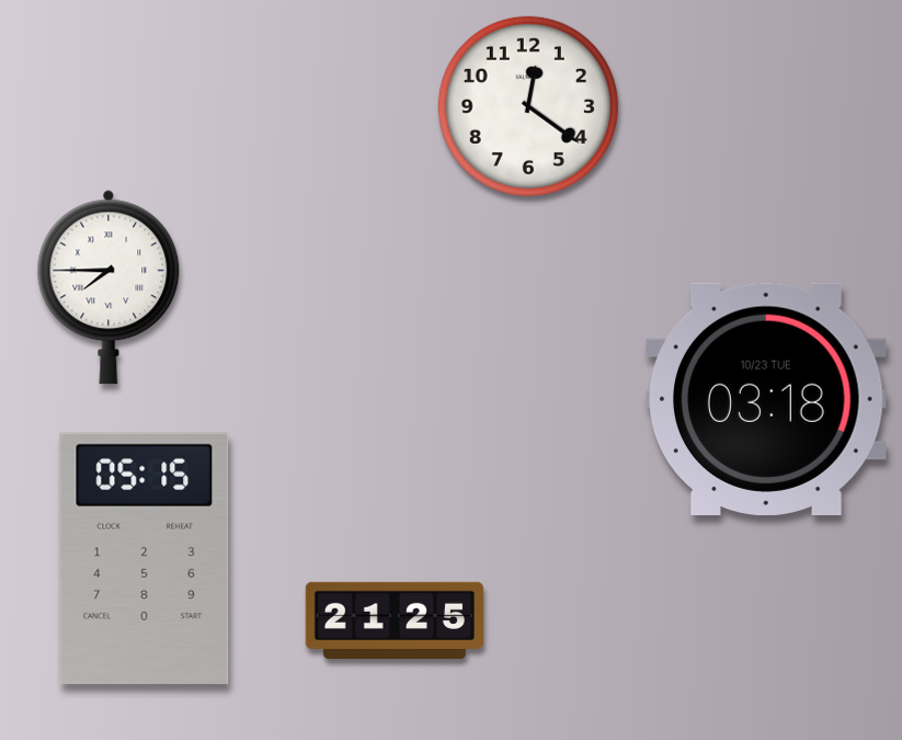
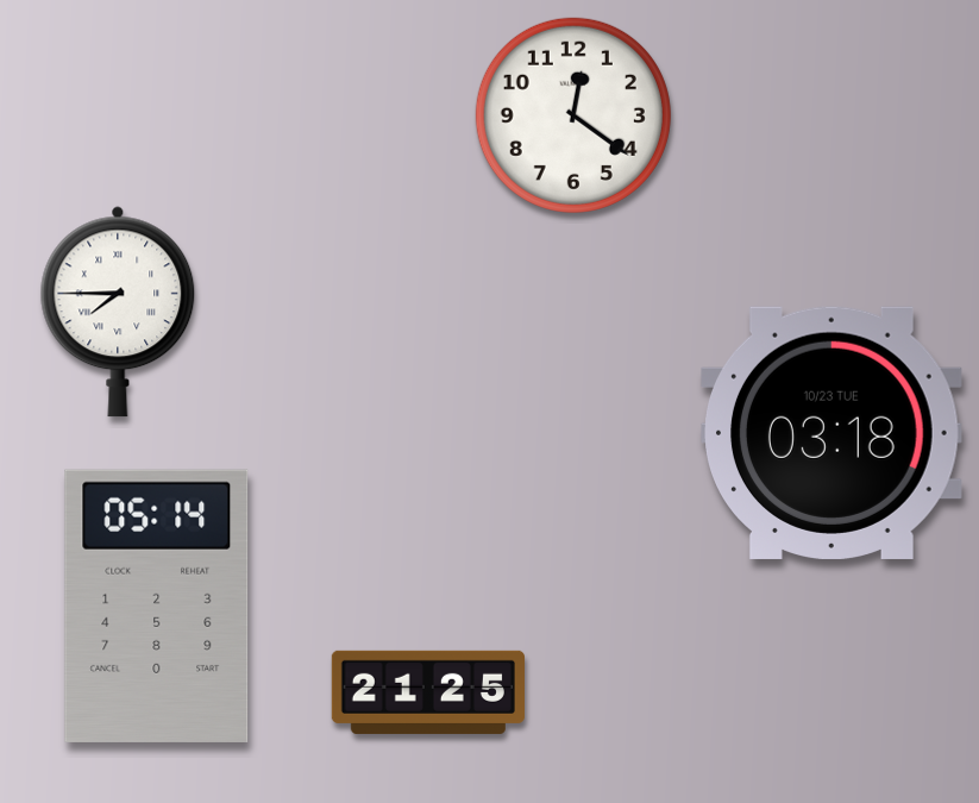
clock at (145, 558): 05:15 -> 05:14
clock at (395, 621) position: (395, 621) -> (428, 692)
